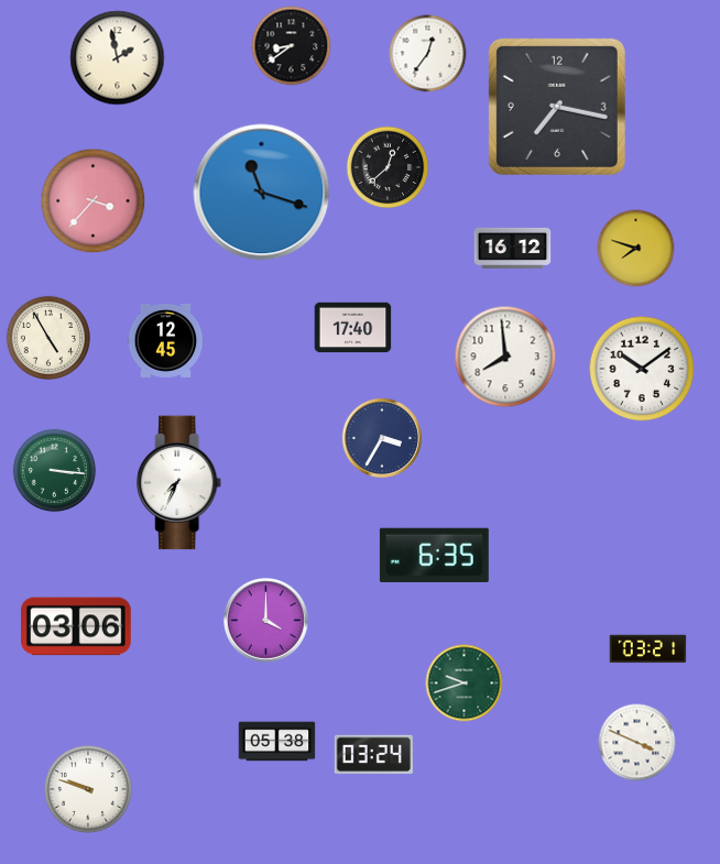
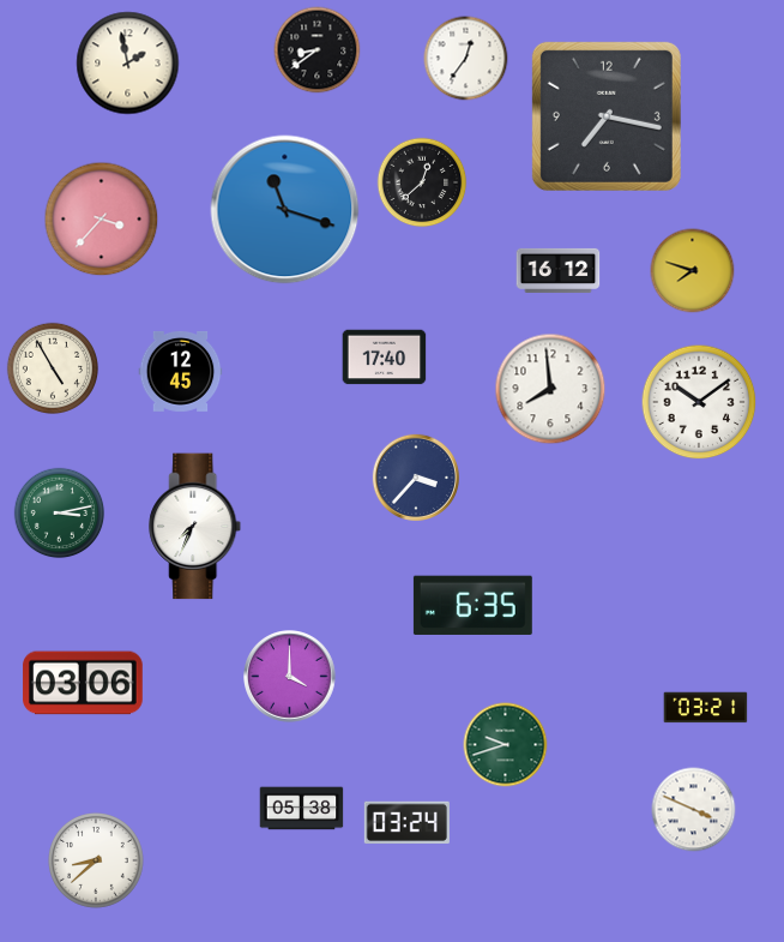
clock at (382, 438): 3:35 -> 3:37
clock at (55, 471): 3:16 -> 3:13
clock at (89, 790): 9:48 -> 8:38
